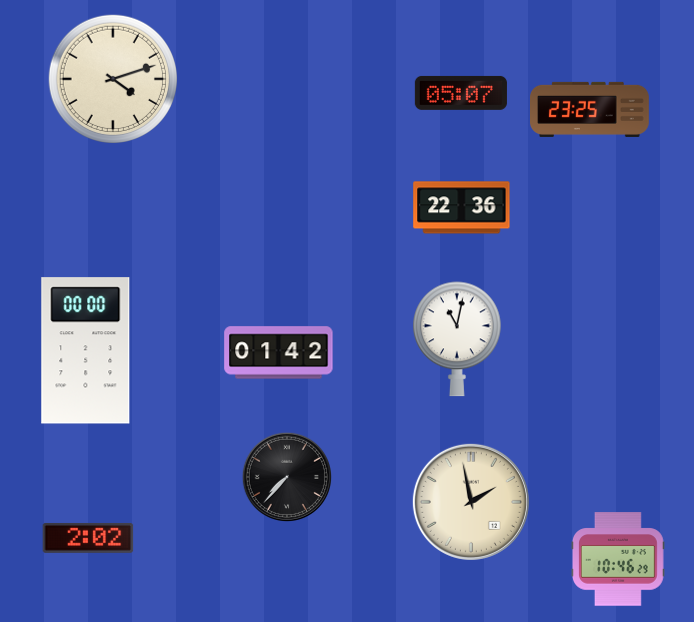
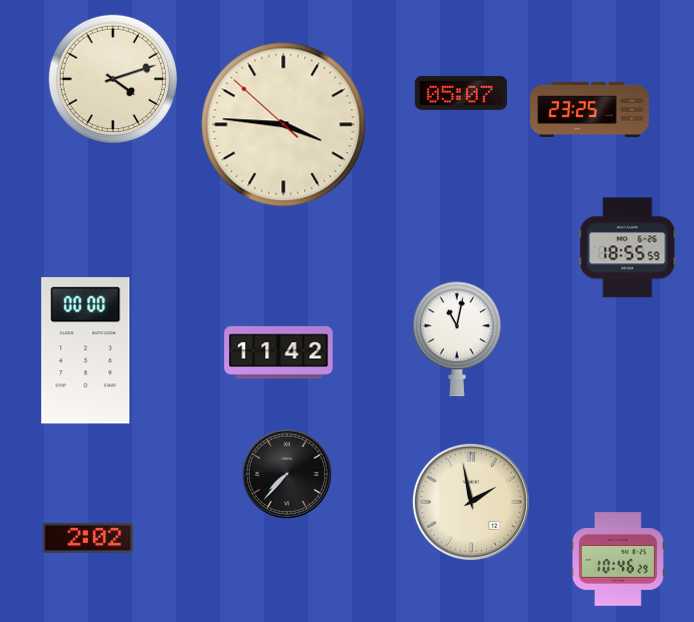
clock at (284, 125): none -> 3:45
clock at (462, 208): 22:36 -> none
clock at (628, 248): none -> 18:55
clock at (279, 353): 01:42 -> 11:42
clock at (286, 476) position: (286, 476) -> (286, 473)
